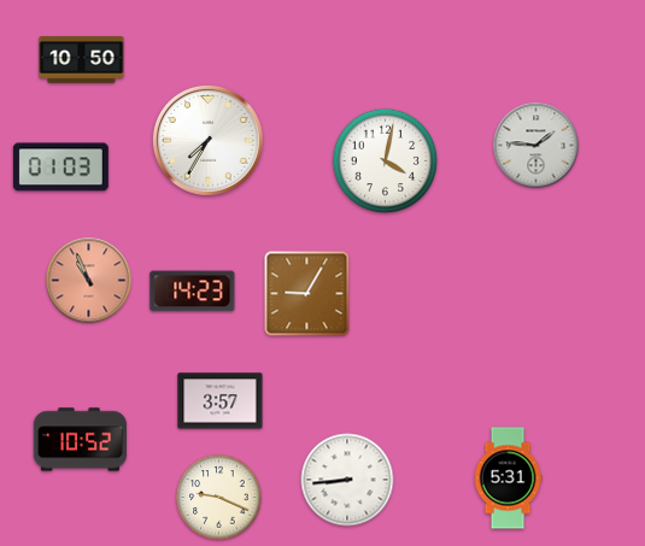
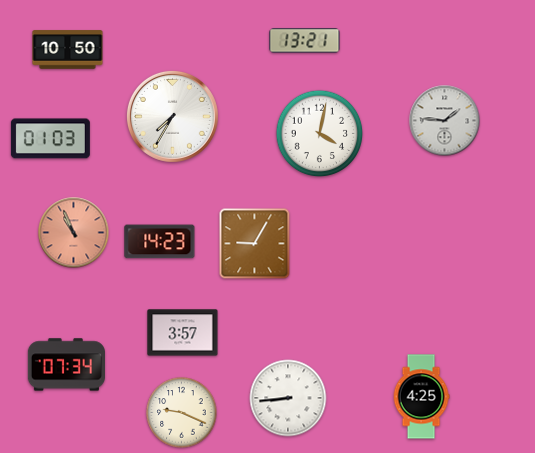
clock at (305, 41): none -> 13:21
clock at (80, 440): 10:52 -> 07:34
clock at (508, 479): 5:31 -> 4:25
